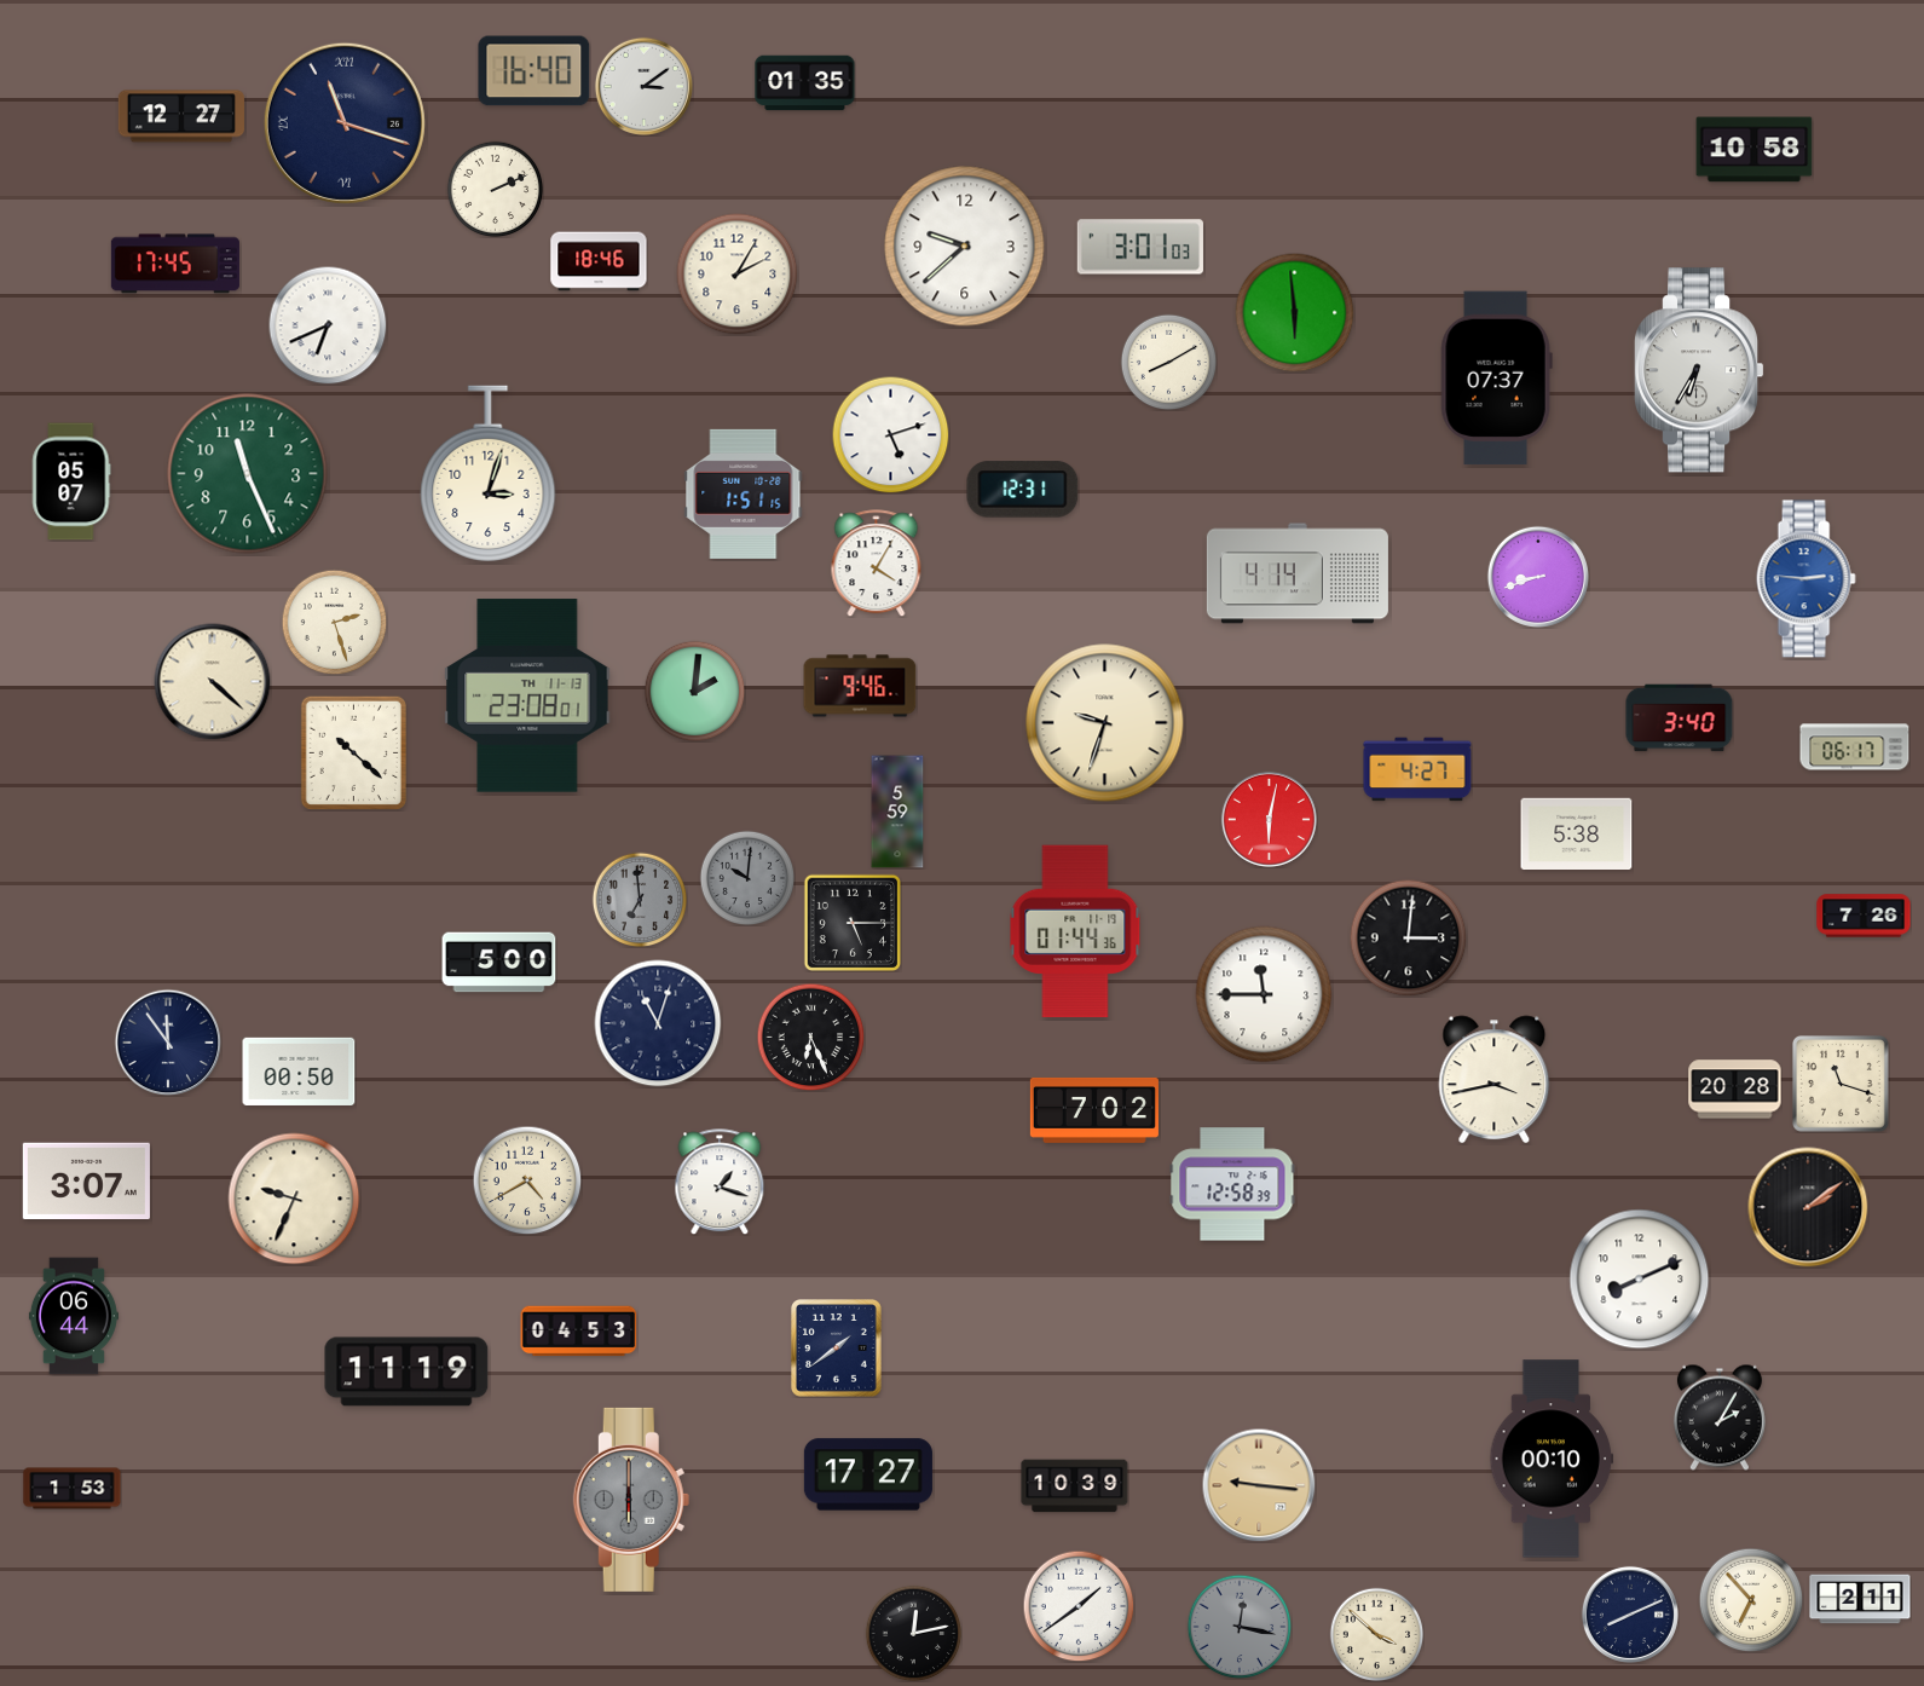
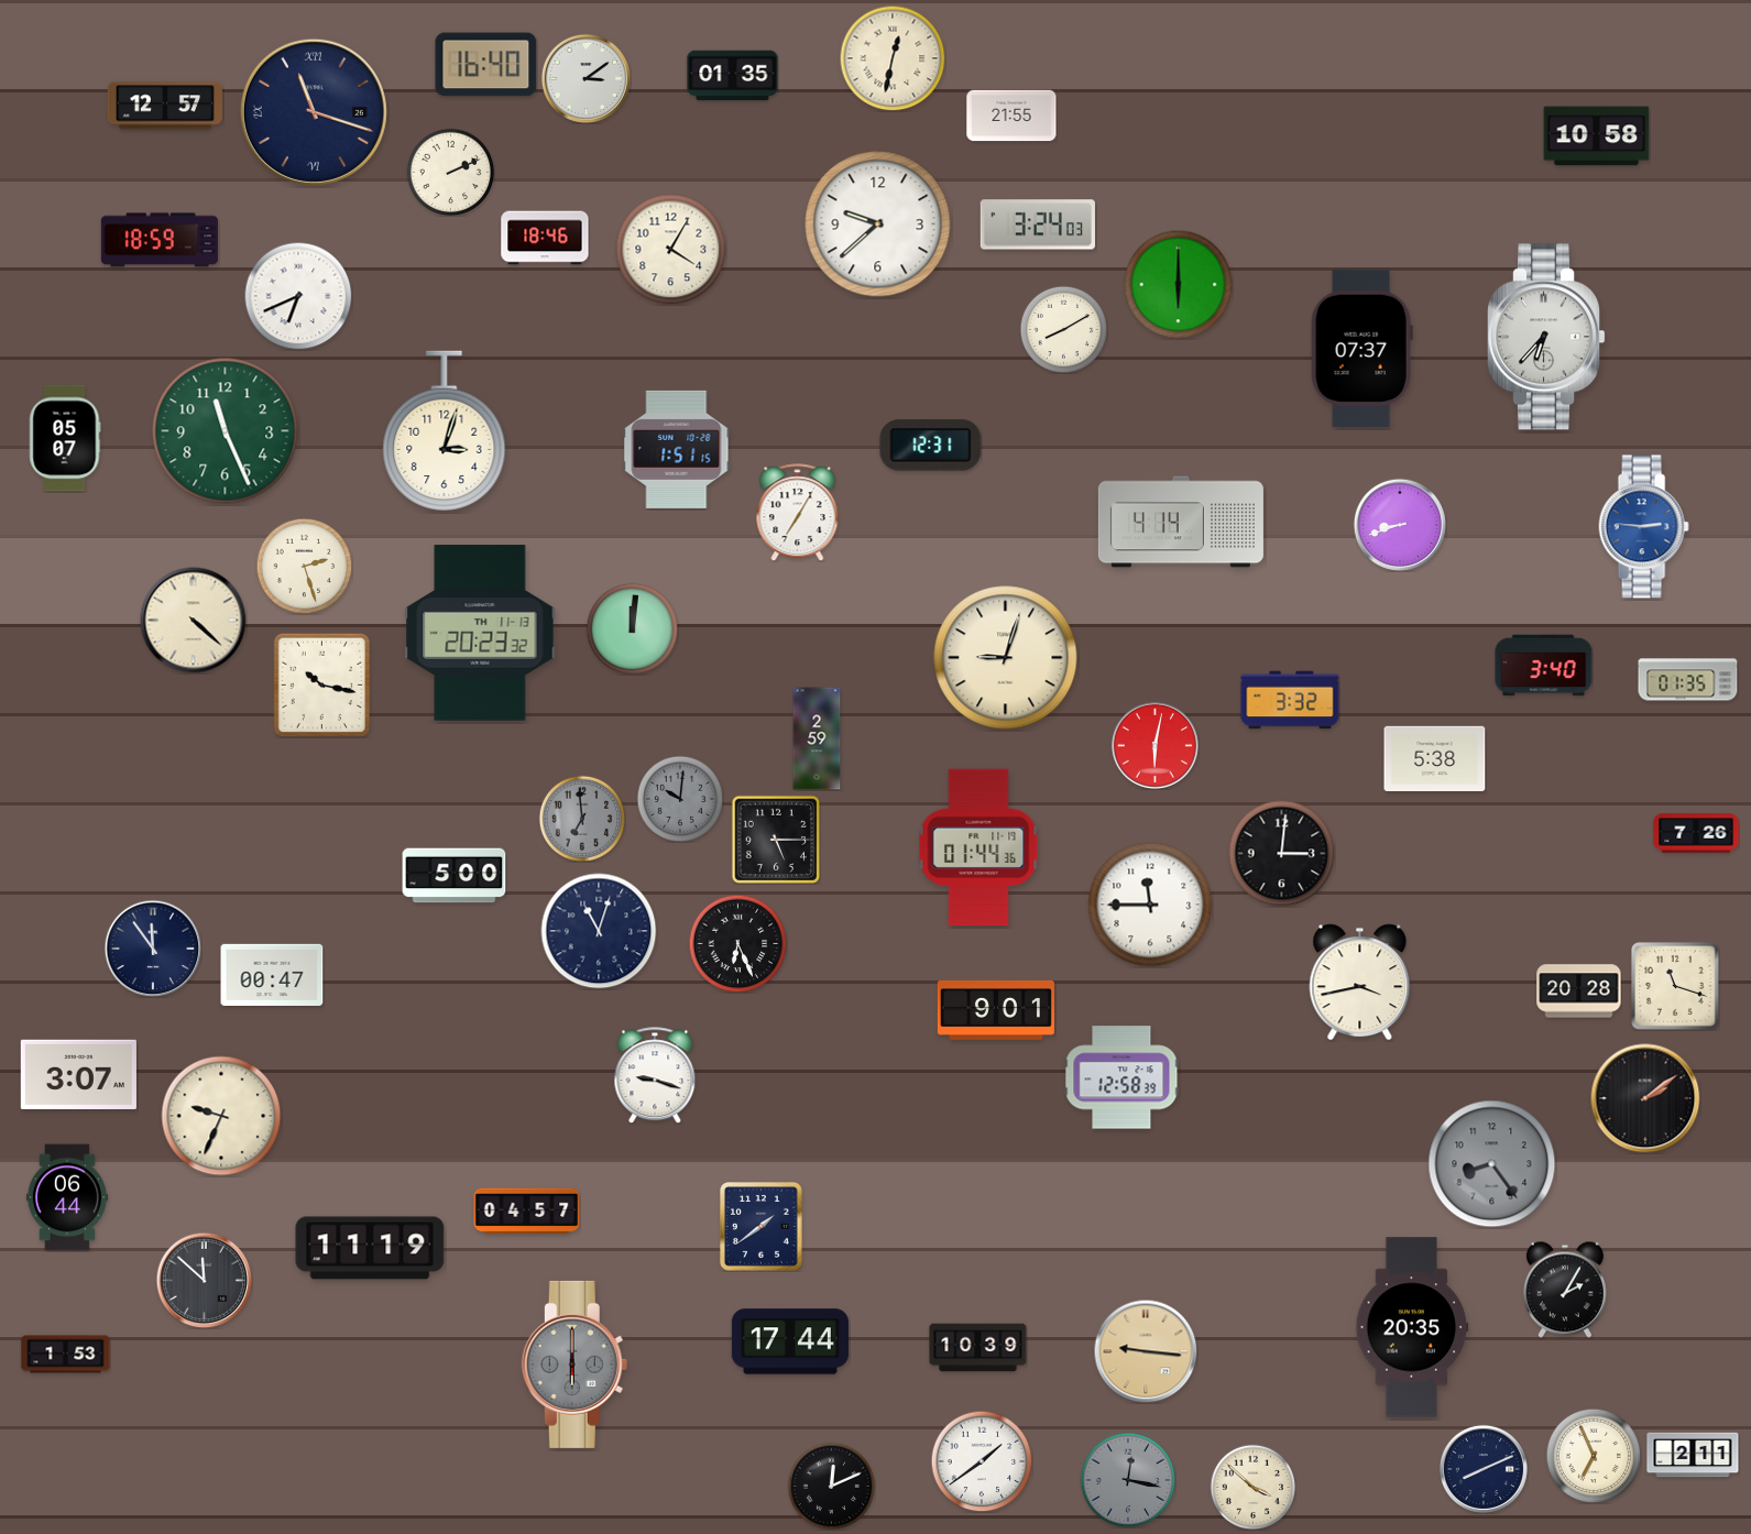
clock at (893, 58): none -> 12:32
clock at (181, 116): 12:27 -> 12:57
clock at (1011, 116): none -> 21:55
clock at (1140, 247): 3:01 -> 3:24
clock at (175, 264): 17:45 -> 18:59
clock at (738, 275): 2:05 -> 4:05
clock at (1295, 313): 5:59 -> 6:00
clock at (1699, 370): 6:35 -> 6:37
clock at (1496, 379) position: (1496, 379) -> (1361, 349)
clock at (890, 434): 5:12 -> none
clock at (877, 564): 4:05 -> 7:05
clock at (860, 686): 9:46 -> none
clock at (694, 691): 2:01 -> 12:01
clock at (527, 695): 23:08 -> 20:23
clock at (1680, 718) position: (1680, 718) -> (1544, 666)
clock at (1105, 723): 9:33 -> 9:03
clock at (1855, 747): 06:17 -> 01:35
clock at (353, 752): 10:22 -> 10:17
clock at (1417, 769): 4:27 -> 3:32
clock at (897, 812): 5:59 -> 2:59
clock at (299, 1072): 00:50 -> 00:47
clock at (1094, 1110): 7:02 -> 9:01
clock at (527, 1180): 4:40 -> none
clock at (720, 1182): 1:18 -> 9:18
clock at (294, 1199) position: (294, 1199) -> (221, 1116)
clock at (1640, 1280): 8:11 -> 8:24
clock at (1640, 1280) dial: white -> grey
clock at (579, 1332): 04:53 -> 04:57
clock at (204, 1280): none -> 11:52
clock at (1552, 1459): 00:10 -> 20:35
clock at (868, 1474): 17:27 -> 17:44
clock at (1075, 1486) position: (1075, 1486) -> (978, 1348)
clock at (1751, 1600): 6:53 -> 6:56
clock at (913, 1633): 12:13 -> 12:11
